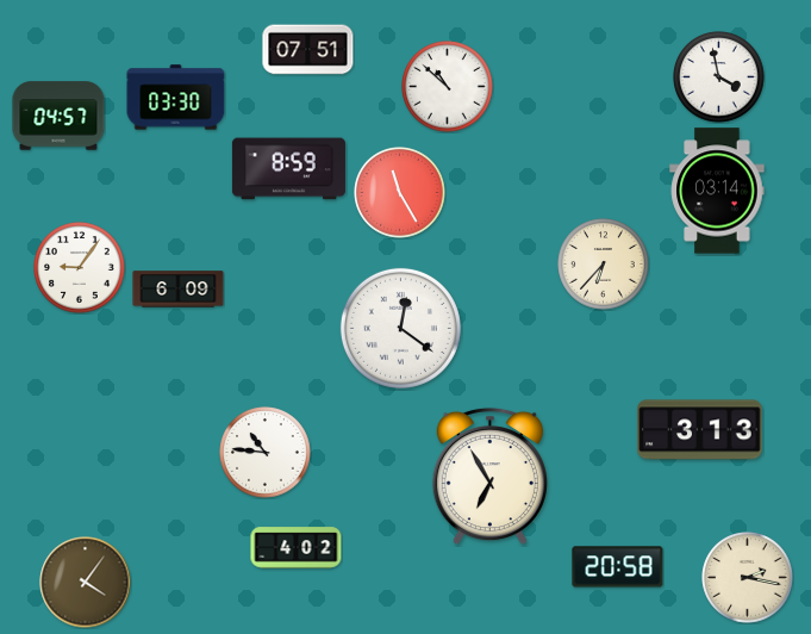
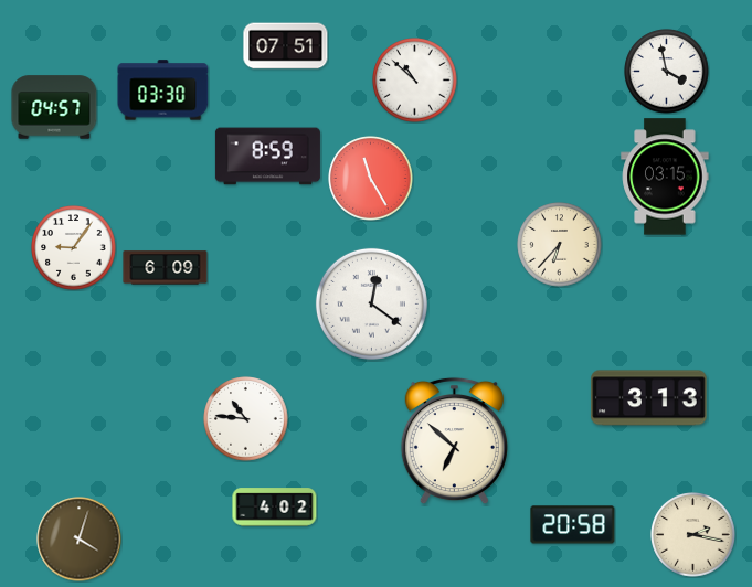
clock at (717, 191): 03:14 -> 03:15
clock at (489, 477): 6:55 -> 6:52
clock at (86, 583): 4:06 -> 4:03
